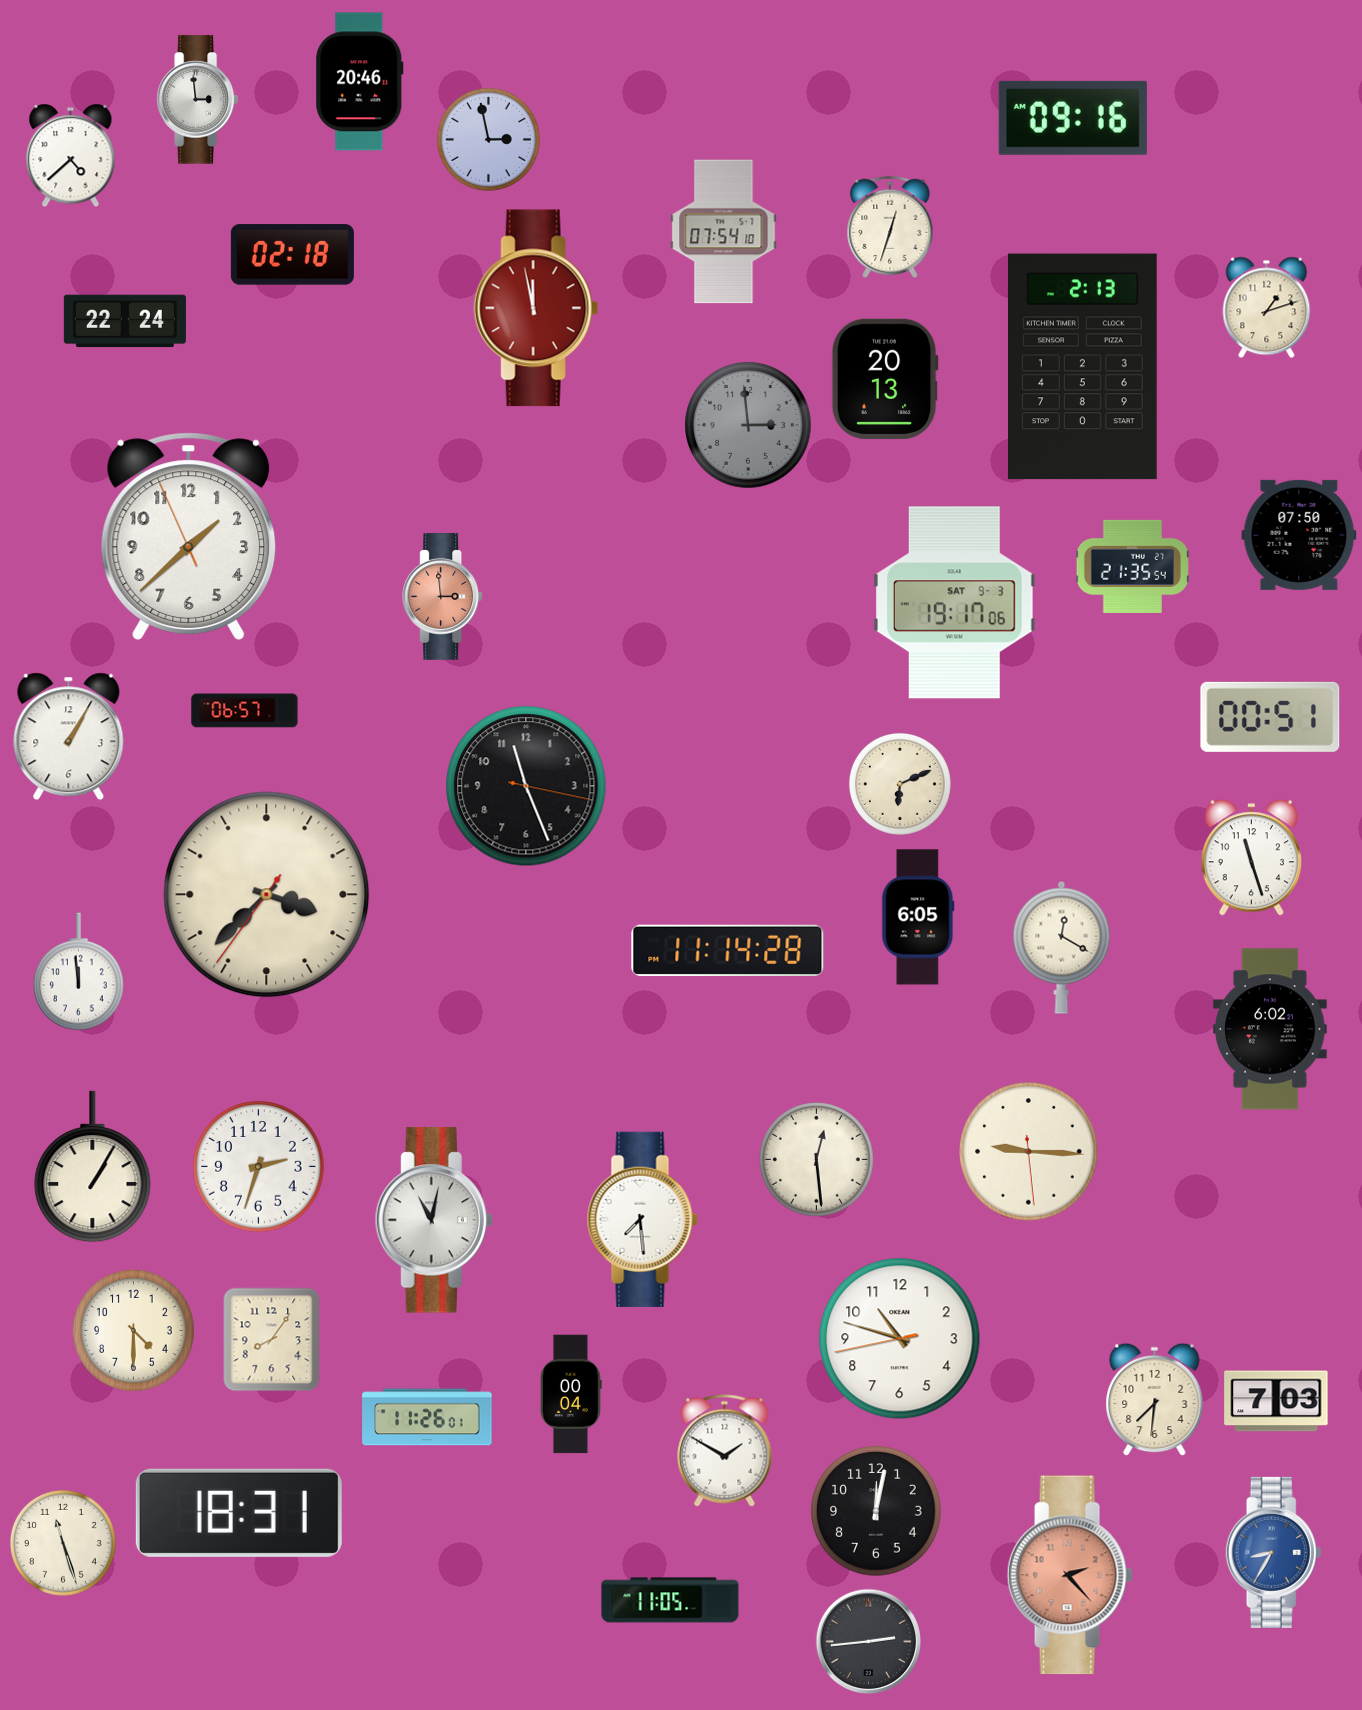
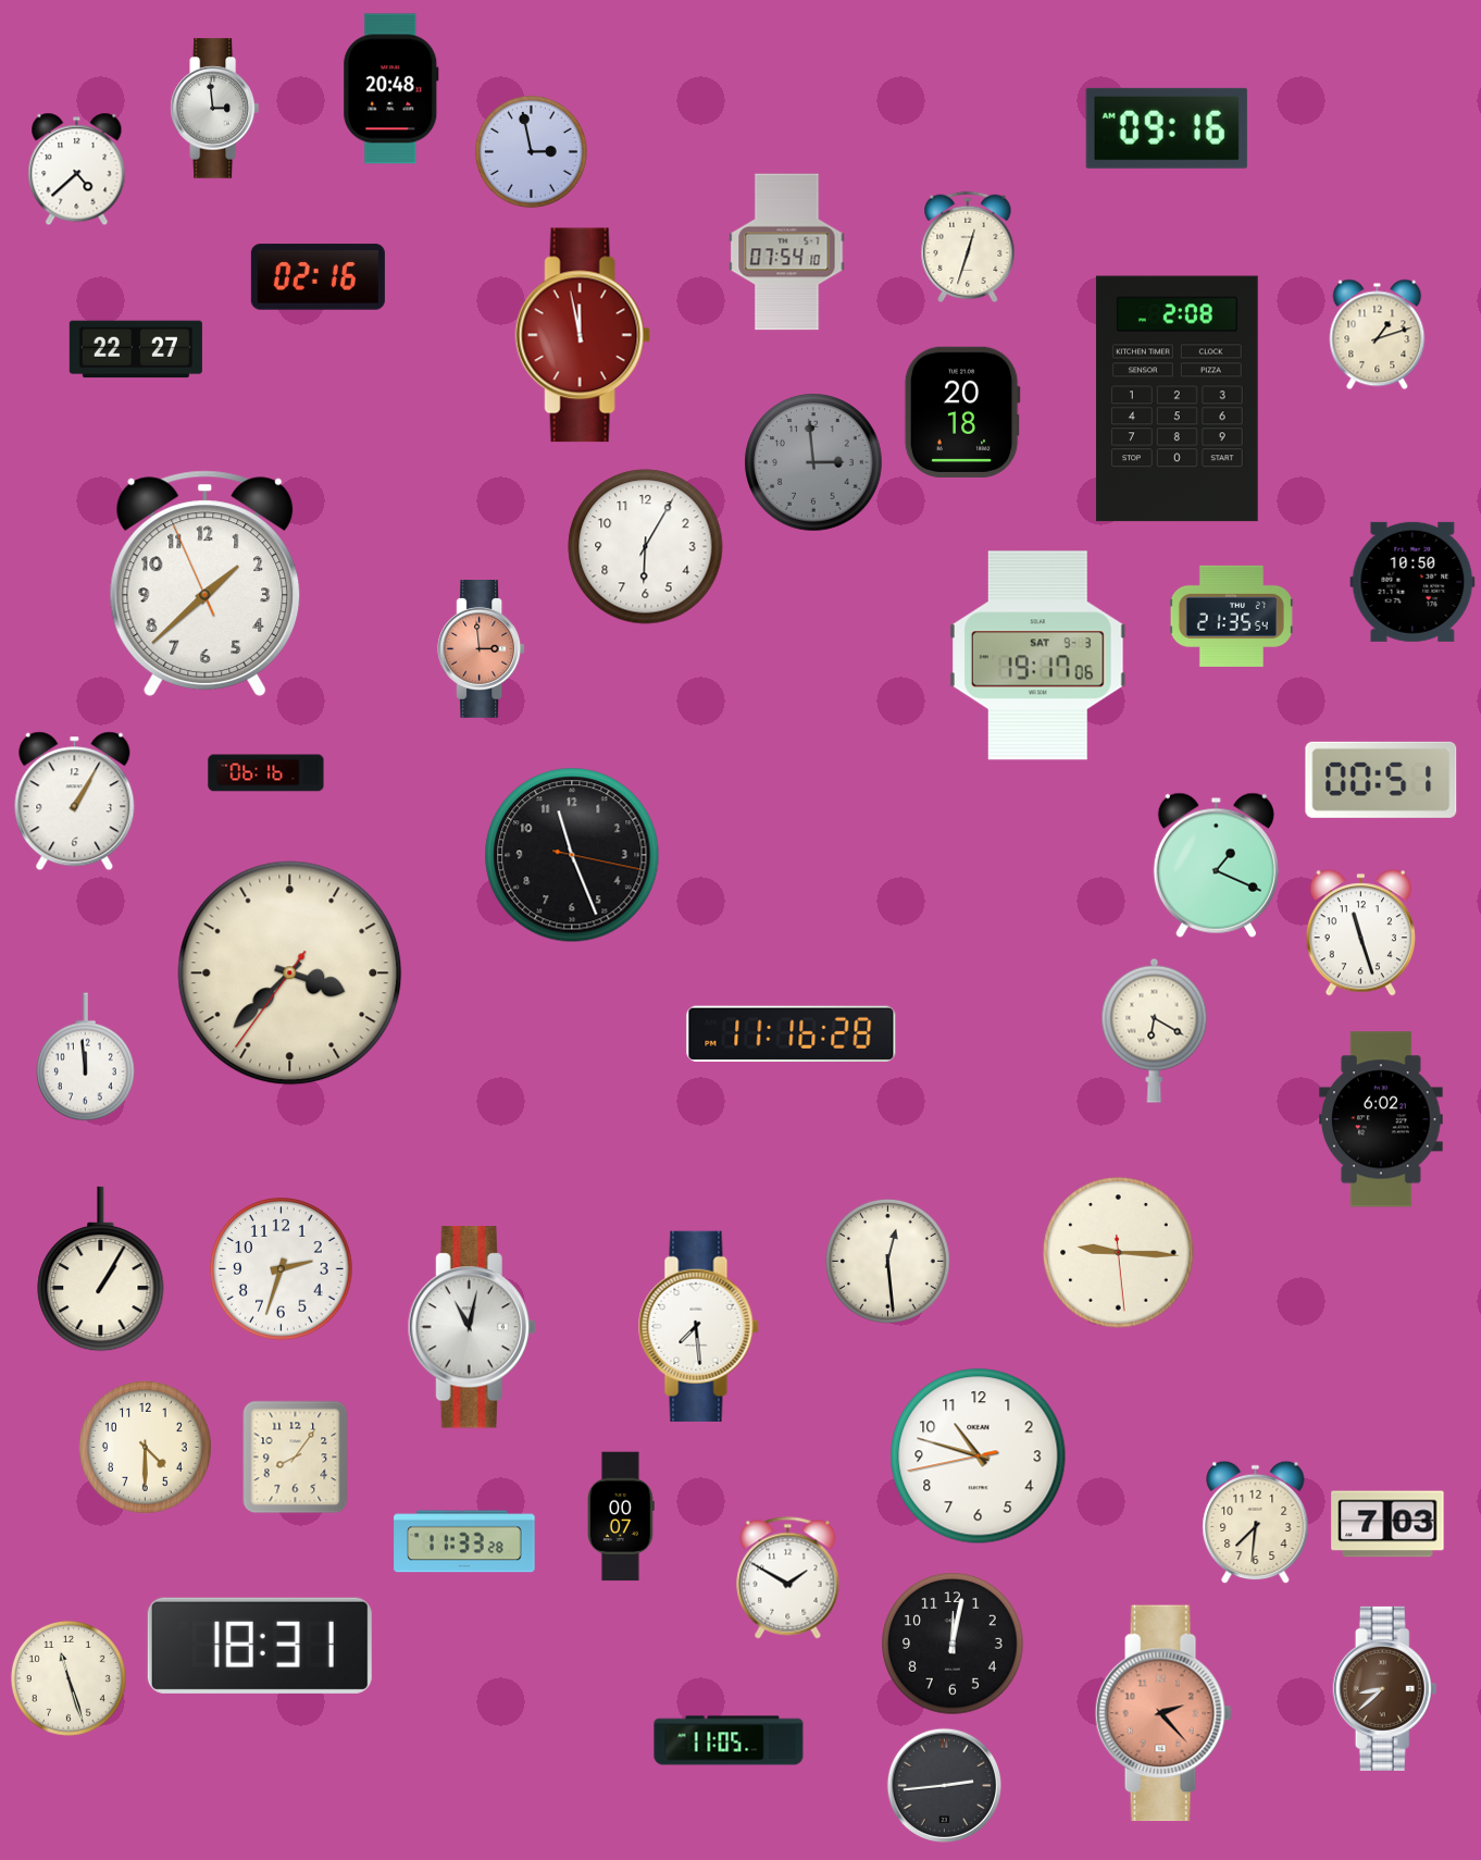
clock at (360, 82): 20:46 -> 20:48
clock at (292, 255): 02:18 -> 02:16
clock at (125, 321): 22:24 -> 22:27
clock at (1082, 367): 2:13 -> 2:08
clock at (885, 379): 20:13 -> 20:18
clock at (646, 547): none -> 6:05
clock at (1299, 535): 07:50 -> 10:50
clock at (245, 711): 06:57 -> 06:16
clock at (900, 784): 6:11 -> none
clock at (1216, 865): none -> 1:19
clock at (918, 917): 6:05 -> none
clock at (1062, 947): 12:20 -> 6:20
clock at (728, 950): 11:14 -> 11:16
clock at (572, 1394): 00:04 -> 00:07
clock at (427, 1417): 11:26 -> 11:33
clock at (1274, 1552): 8:35 -> 8:38
clock at (1274, 1552) dial: blue -> brown
